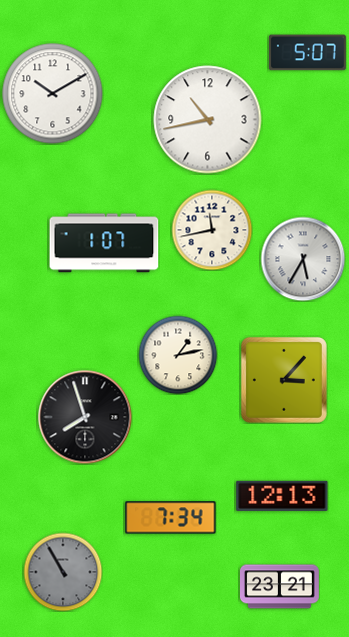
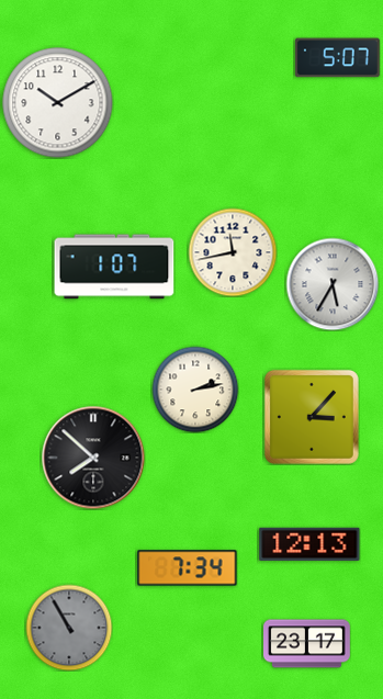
clock at (208, 120): 10:43 -> none
clock at (178, 355): 1:13 -> 2:13
clock at (85, 417): 7:57 -> 7:52
clock at (280, 587): 23:21 -> 23:17
